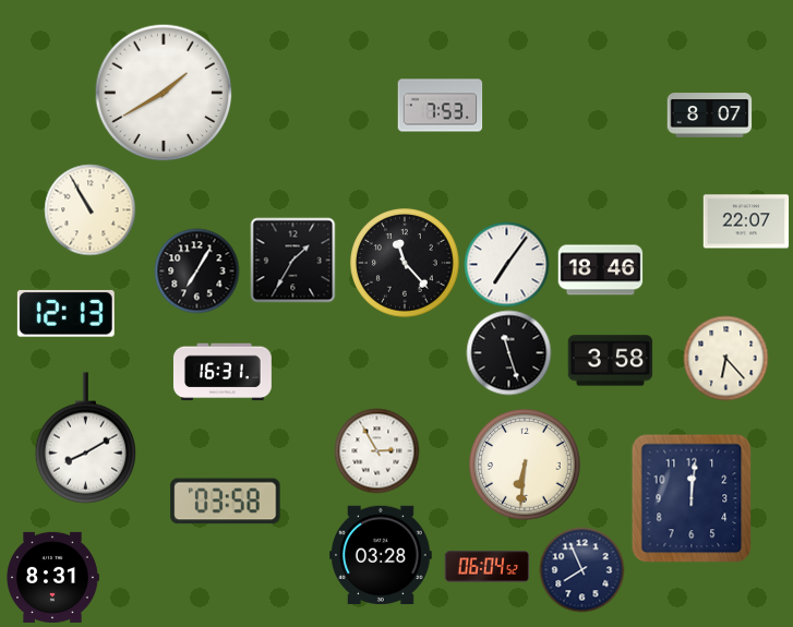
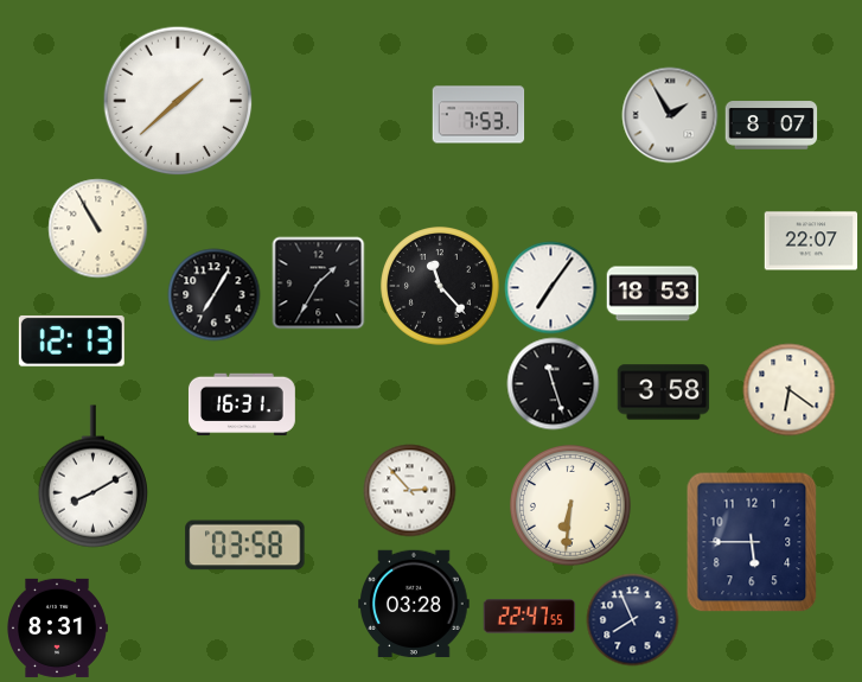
clock at (164, 93): 1:40 -> 1:38
clock at (670, 115): none -> 1:55
clock at (600, 270): 18:46 -> 18:53
clock at (725, 358): 6:23 -> 6:21
clock at (376, 450): 2:55 -> 2:53
clock at (692, 498): 12:01 -> 5:45
clock at (486, 567): 06:04 -> 22:47
